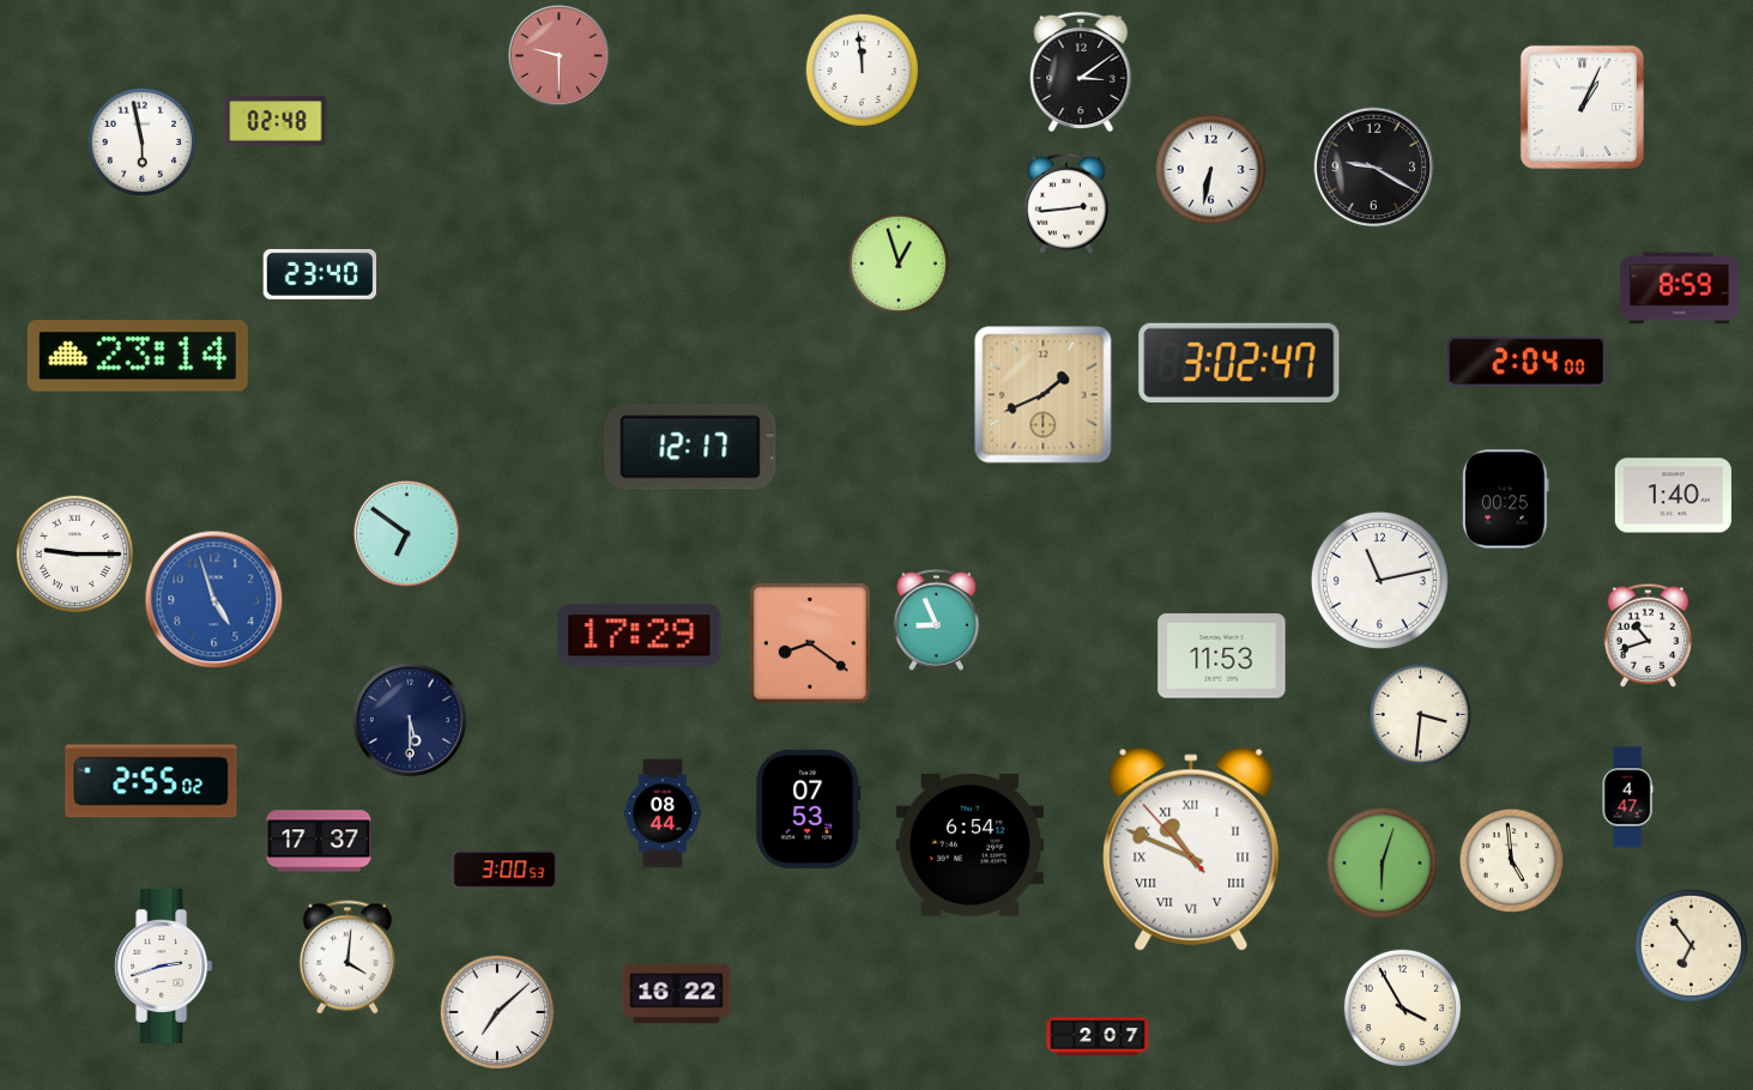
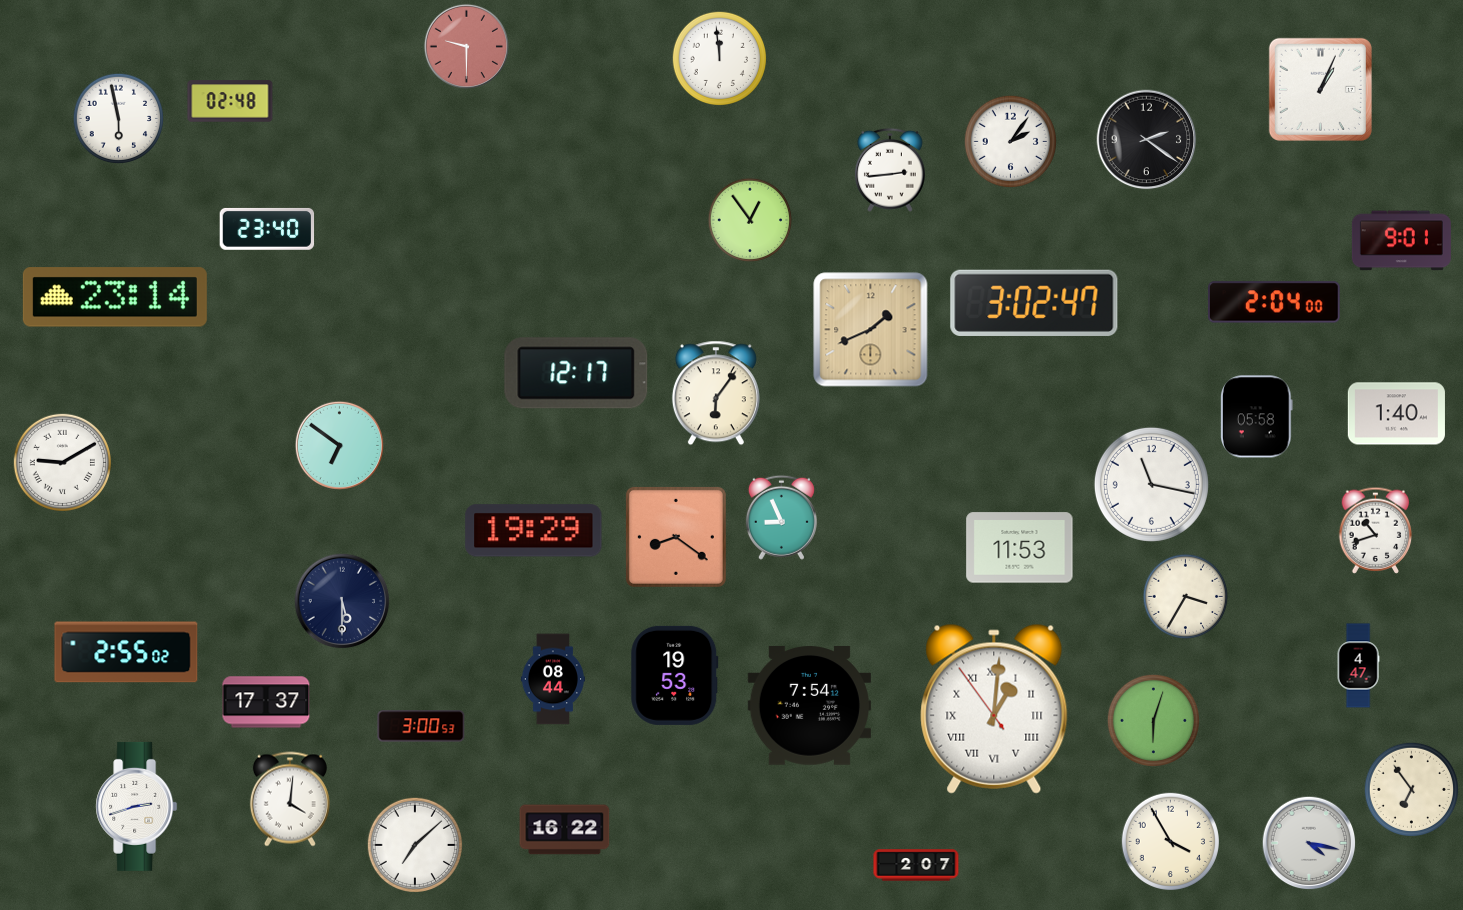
clock at (1081, 71): 3:09 -> none
clock at (1374, 168): 9:20 -> 2:21
clock at (1210, 169): 6:32 -> 2:06
clock at (899, 264): 12:57 -> 12:54
clock at (1679, 289): 8:59 -> 9:01
clock at (716, 393): none -> 6:06
clock at (1506, 499): 00:25 -> 05:58
clock at (74, 553): 9:15 -> 9:10
clock at (1379, 580): 11:13 -> 11:17
clock at (214, 600): 4:57 -> none
clock at (640, 636): 17:29 -> 19:29
clock at (1421, 715): 3:31 -> 3:35
clock at (809, 809): 07:53 -> 19:53
clock at (969, 846): 6:54 -> 7:54
clock at (1191, 849): 10:48 -> 1:00
clock at (1512, 861): 4:59 -> none
clock at (1309, 843): none -> 4:17
